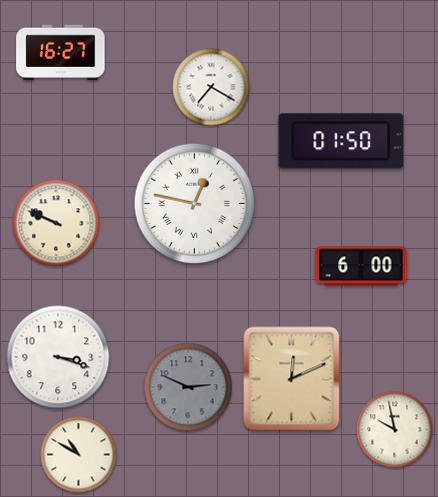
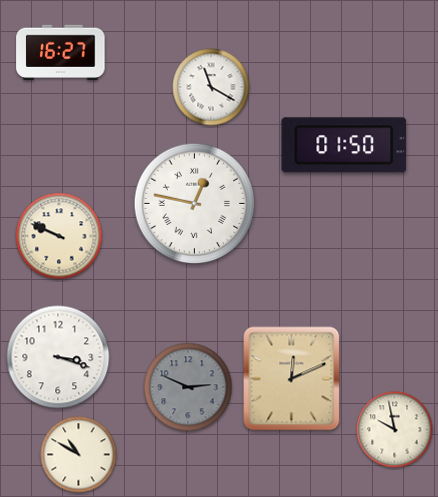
clock at (211, 87): 7:20 -> 11:20
clock at (341, 141) position: (341, 141) -> (344, 145)
clock at (56, 223) position: (56, 223) -> (59, 236)
clock at (361, 266): 6:00 -> none
